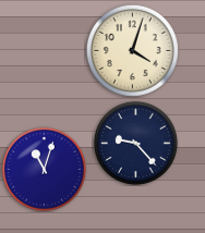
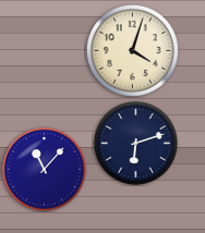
clock at (135, 143): 9:23 -> 6:12
clock at (44, 169): 11:03 -> 11:07
